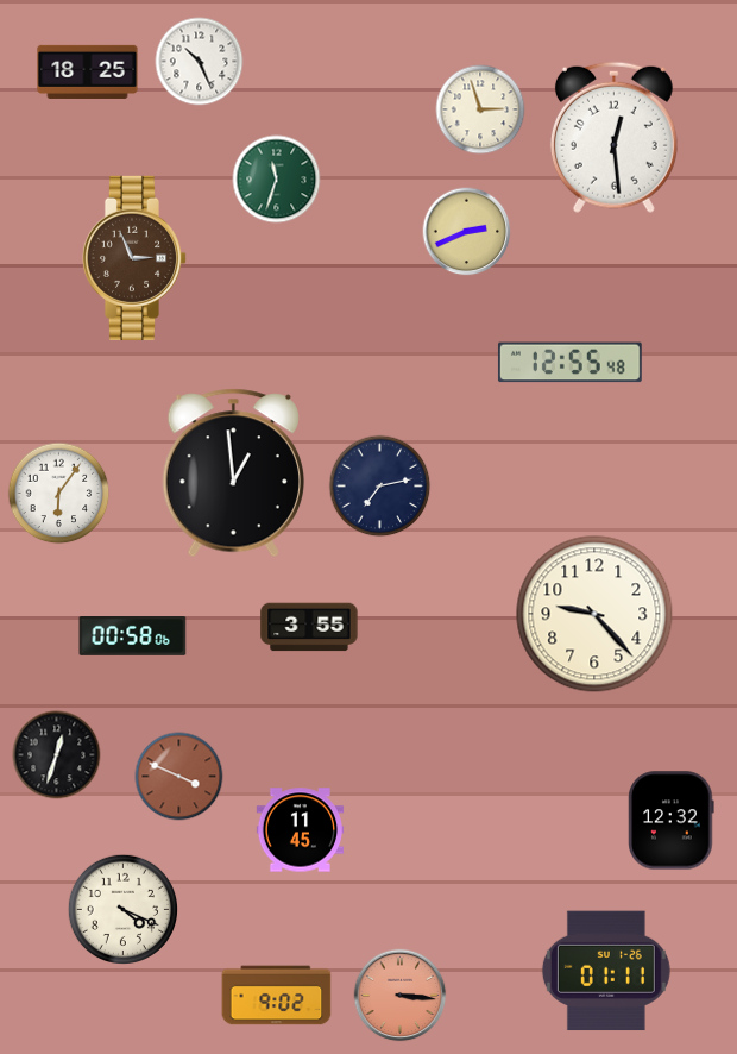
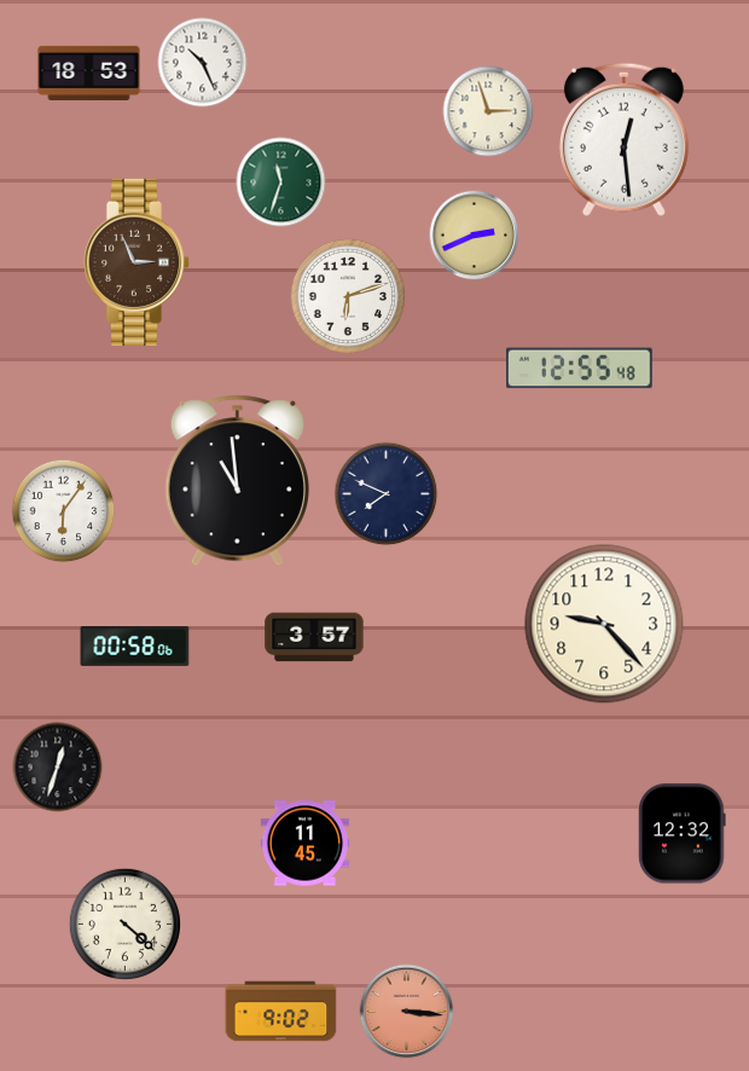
clock at (88, 71): 18:25 -> 18:53
clock at (348, 296): none -> 6:12
clock at (233, 473): 12:59 -> 10:59
clock at (380, 487): 7:13 -> 7:49
clock at (59, 494) position: (59, 494) -> (64, 511)
clock at (309, 627): 3:55 -> 3:57
clock at (179, 777): 3:49 -> none
clock at (122, 909): 4:19 -> 4:22
clock at (606, 971): 01:11 -> none
